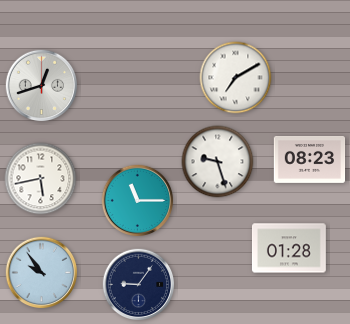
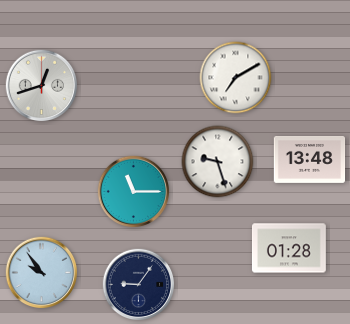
clock at (310, 159): 08:23 -> 13:48
clock at (41, 179): 5:43 -> none
clock at (138, 201) position: (138, 201) -> (134, 192)
